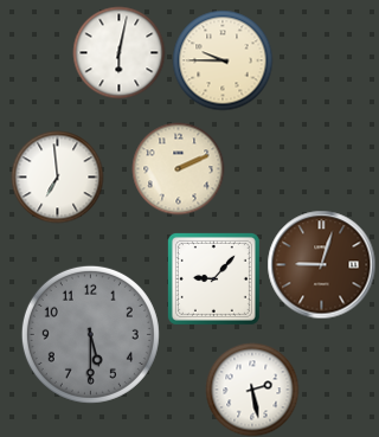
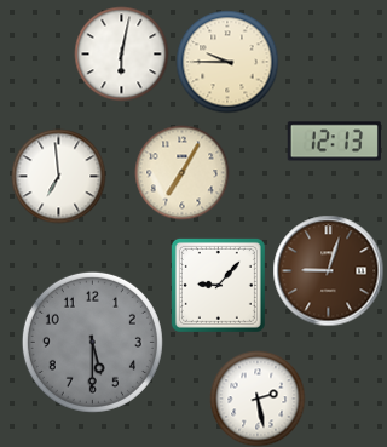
clock at (334, 142): none -> 12:13
clock at (178, 168): 2:11 -> 7:05
clock at (57, 176) position: (57, 176) -> (58, 176)
